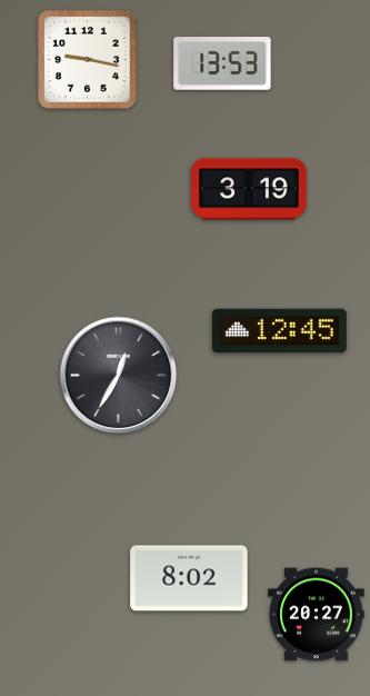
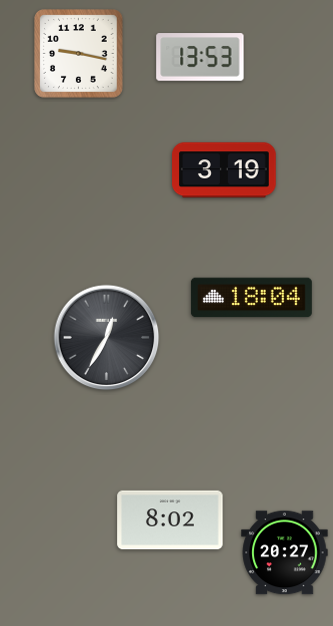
clock at (279, 331): 12:45 -> 18:04
